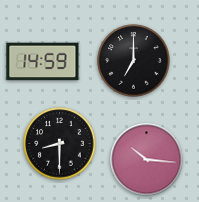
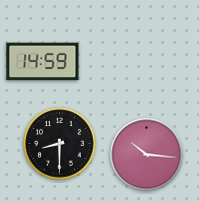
clock at (134, 61): 7:00 -> none
clock at (147, 160) position: (147, 160) -> (147, 155)
